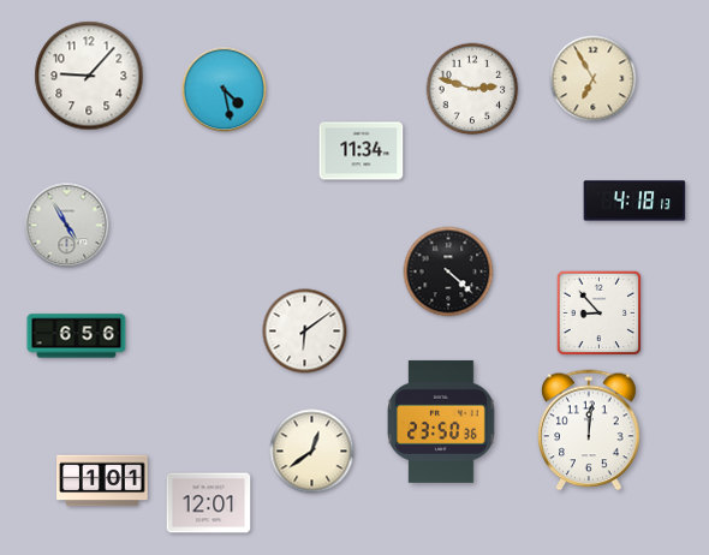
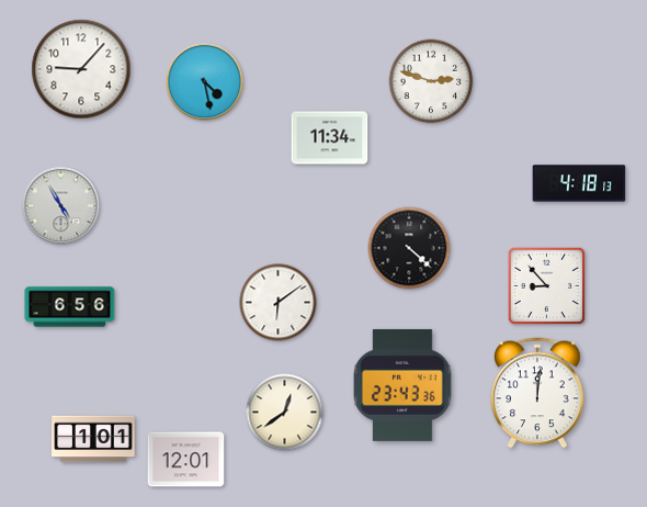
clock at (594, 79): 6:55 -> none
clock at (442, 422): 23:50 -> 23:43
clock at (209, 503) position: (209, 503) -> (186, 460)
